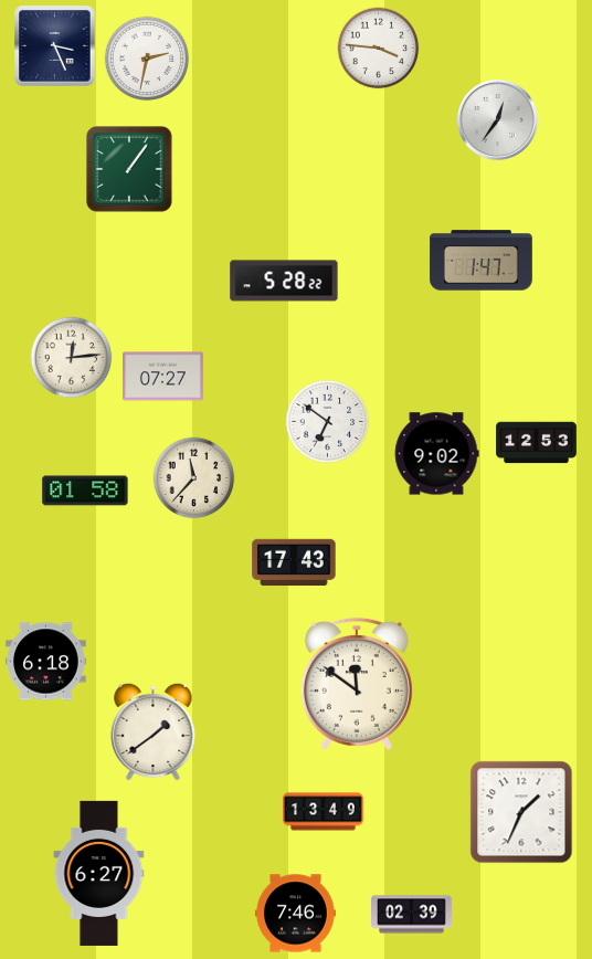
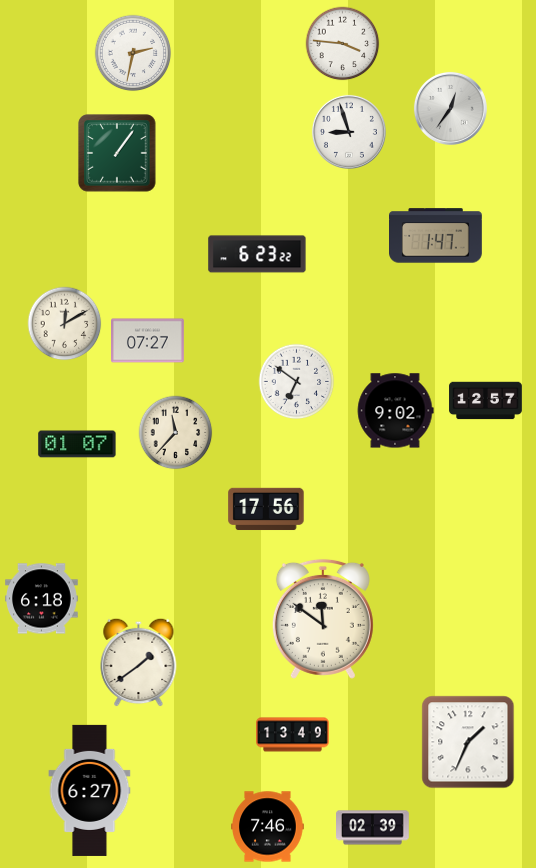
clock at (55, 46): 3:26 -> none
clock at (349, 132): none -> 8:57
clock at (284, 281): 5:28 -> 6:23
clock at (72, 358): 12:14 -> 12:10
clock at (537, 443): 12:53 -> 12:57
clock at (85, 491): 01:58 -> 01:07
clock at (294, 562): 17:43 -> 17:56
clock at (521, 812) position: (521, 812) -> (468, 742)
